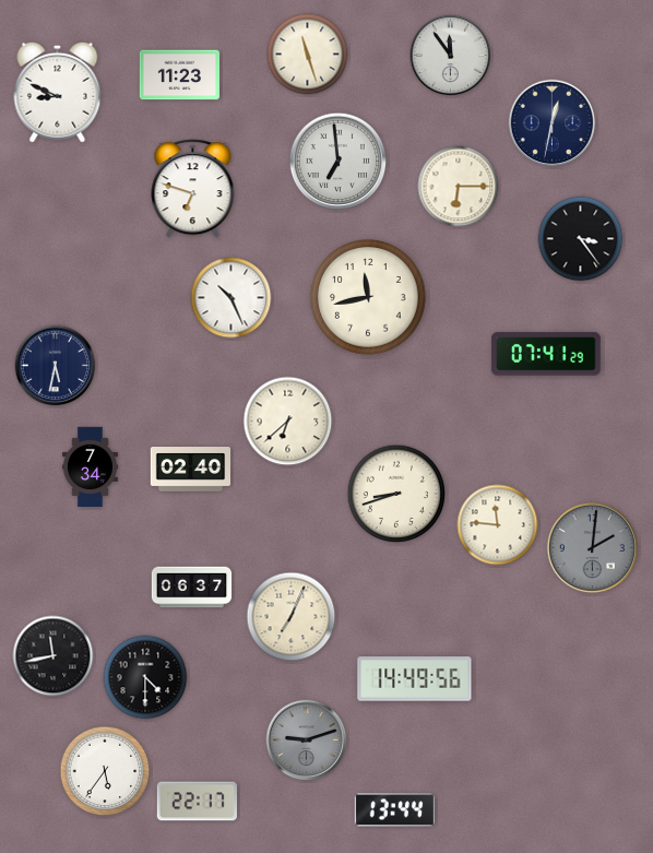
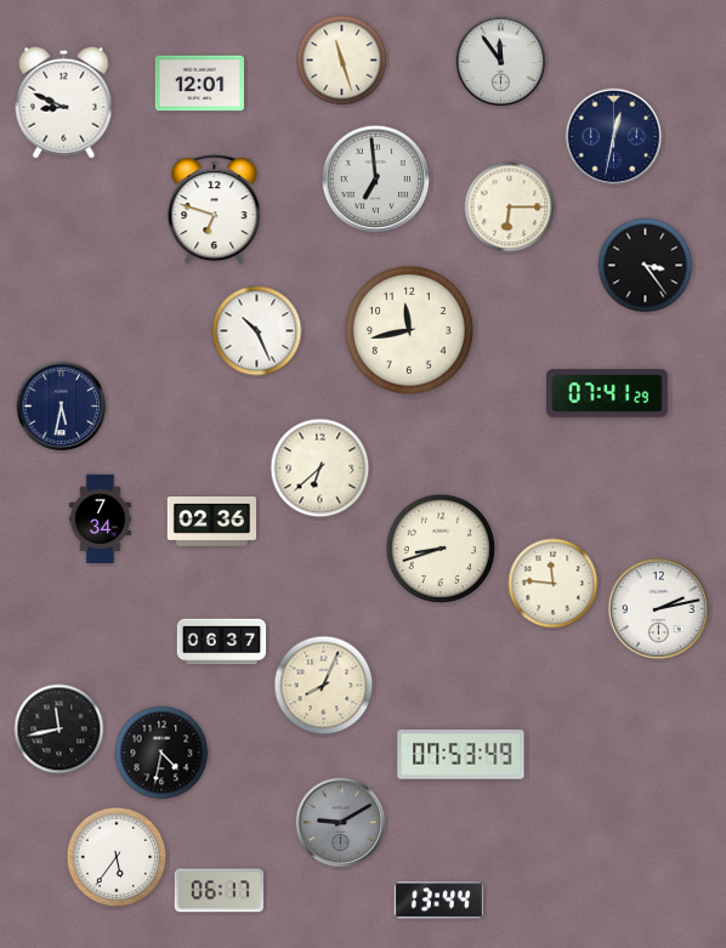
clock at (179, 75): 11:23 -> 12:01
clock at (191, 470): 02:40 -> 02:36
clock at (593, 548): 2:01 -> 2:13
clock at (593, 548) dial: grey -> white
clock at (192, 588) position: (192, 588) -> (222, 642)
clock at (292, 617): 7:04 -> 8:04
clock at (145, 677): 4:30 -> 4:32
clock at (415, 679): 14:49 -> 07:53
clock at (307, 741): 9:12 -> 9:10
clock at (197, 802): 22:17 -> 06:17
